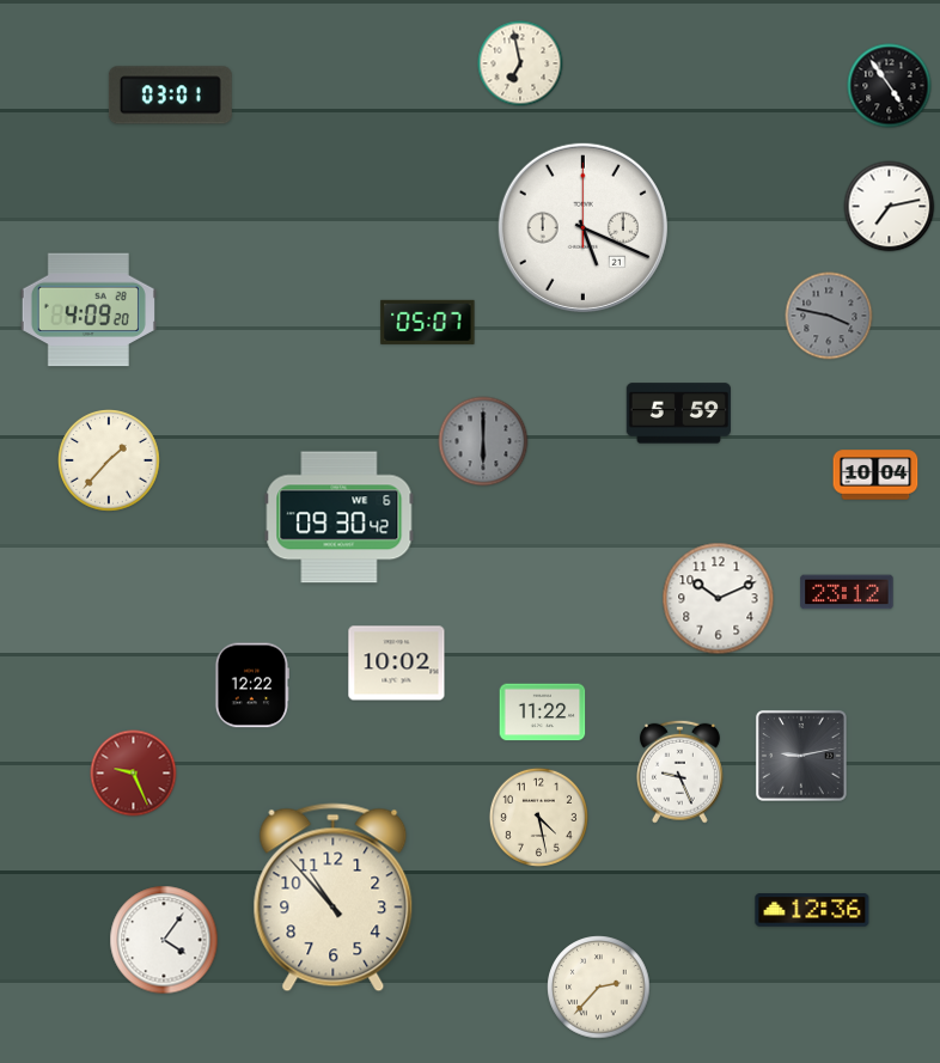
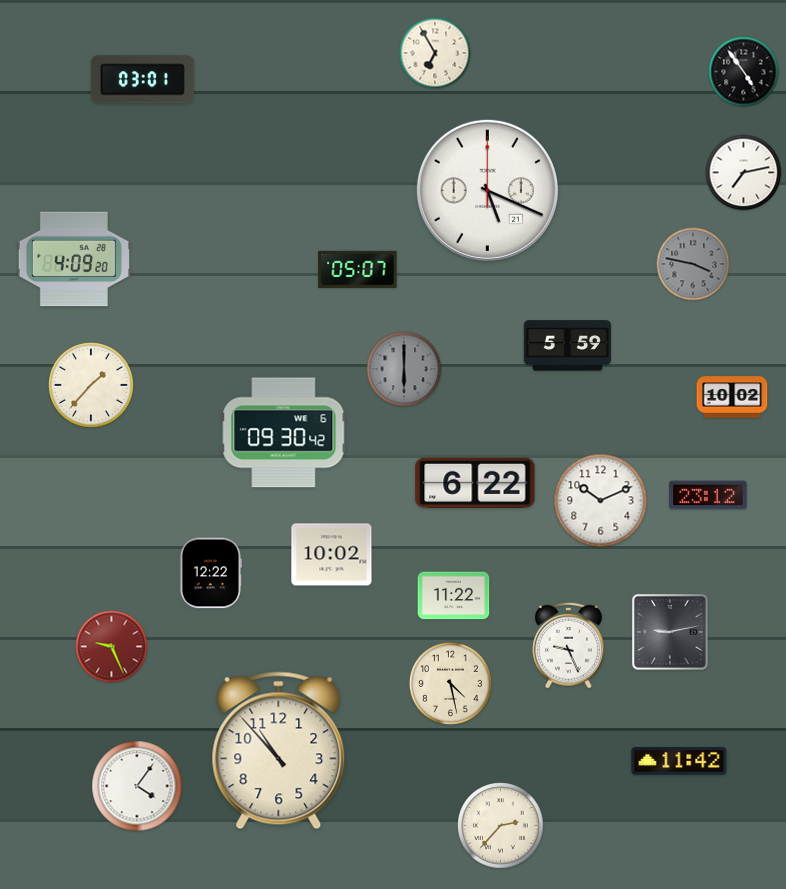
clock at (520, 63): 6:58 -> 6:55
clock at (875, 475): 10:04 -> 10:02
clock at (475, 482): none -> 6:22
clock at (812, 910): 12:36 -> 11:42
